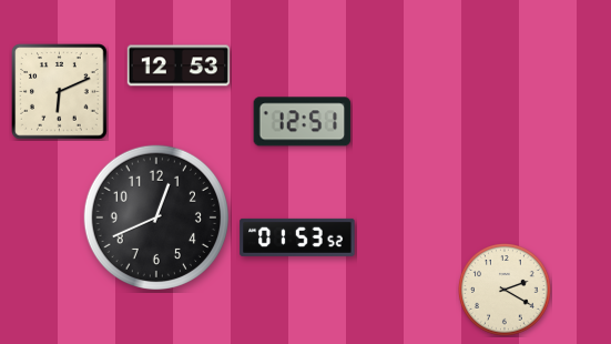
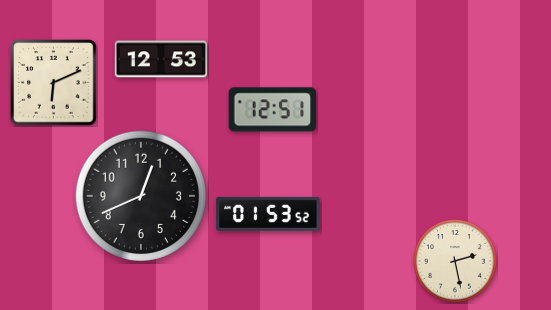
clock at (505, 290): 2:20 -> 2:28
